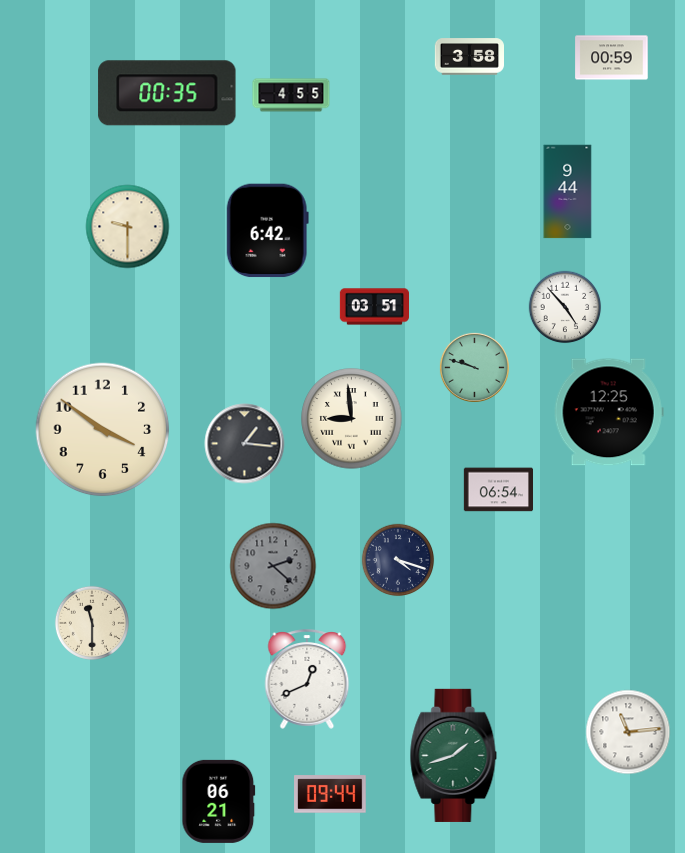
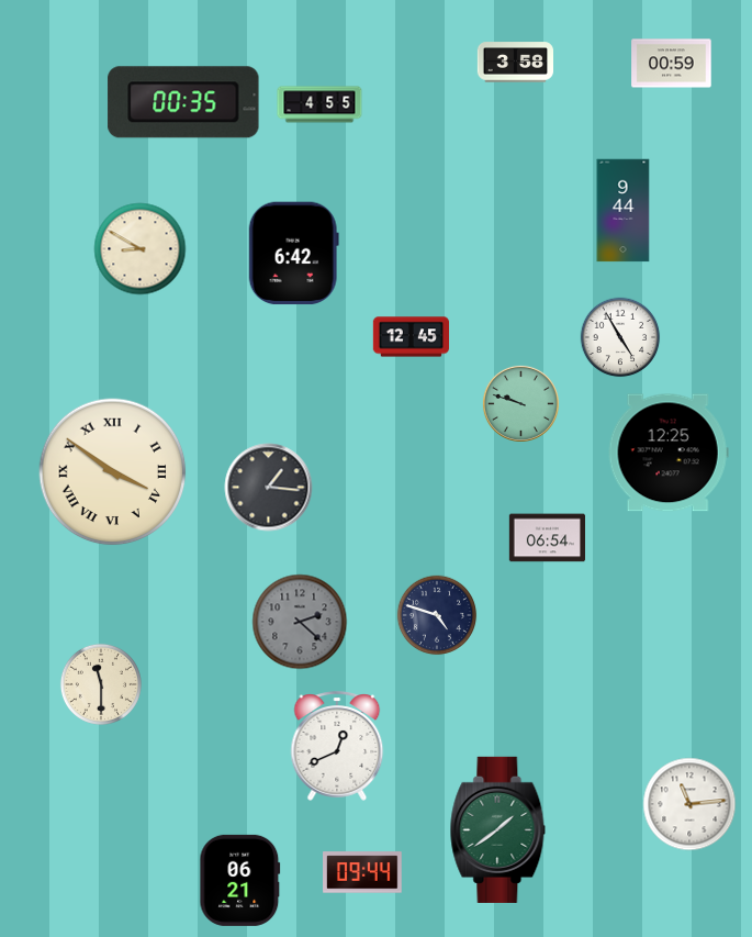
clock at (128, 227): 9:30 -> 8:50
clock at (375, 307): 03:51 -> 12:45
clock at (565, 307): 4:53 -> 4:55
clock at (352, 419): 8:59 -> none
clock at (103, 430) numerals: Arabic -> Roman
clock at (398, 560): 4:18 -> 4:48
clock at (454, 755): 1:42 -> 1:39
